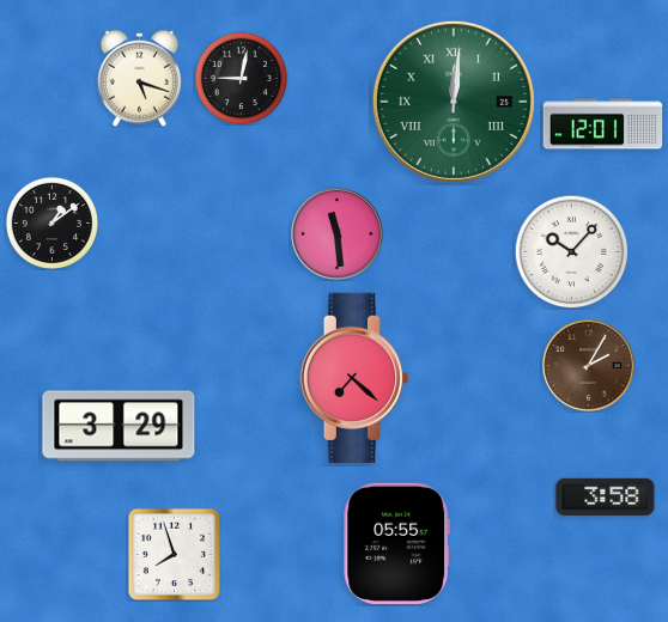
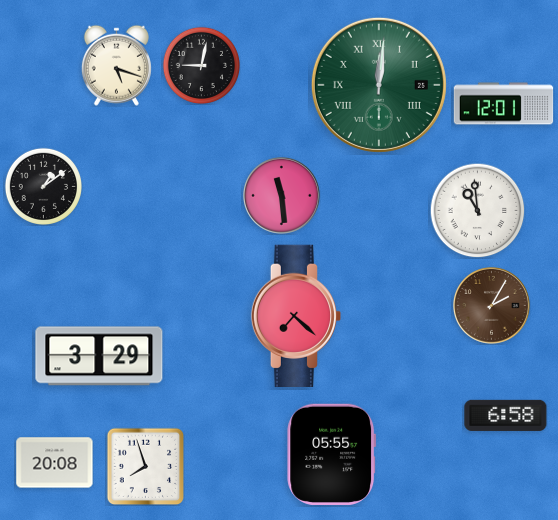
clock at (571, 251): 10:07 -> 10:59
clock at (606, 496): 3:58 -> 6:58
clock at (55, 463): none -> 20:08
clock at (174, 554) position: (174, 554) -> (145, 466)
